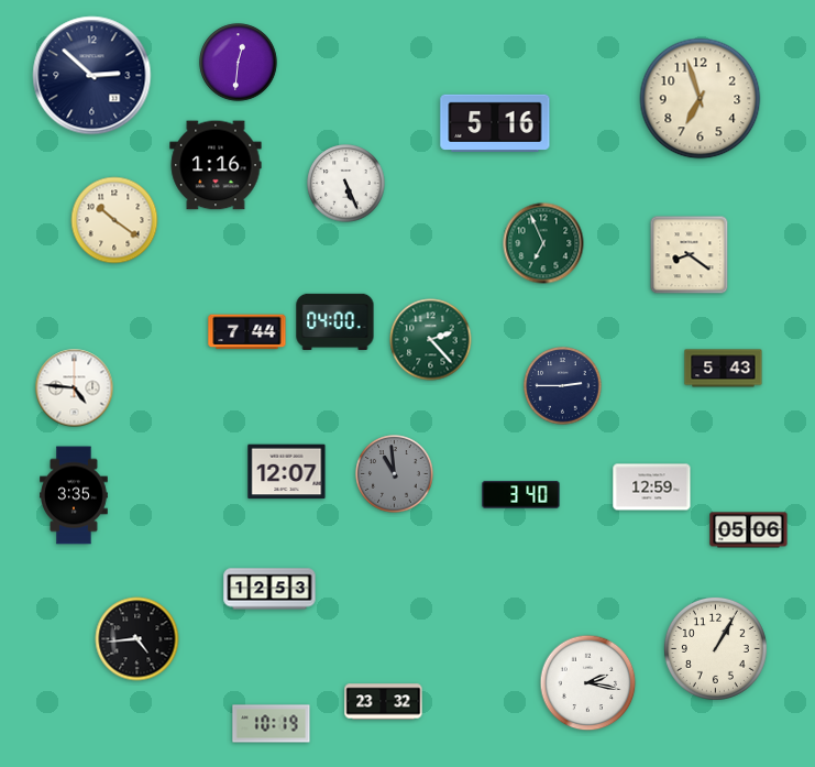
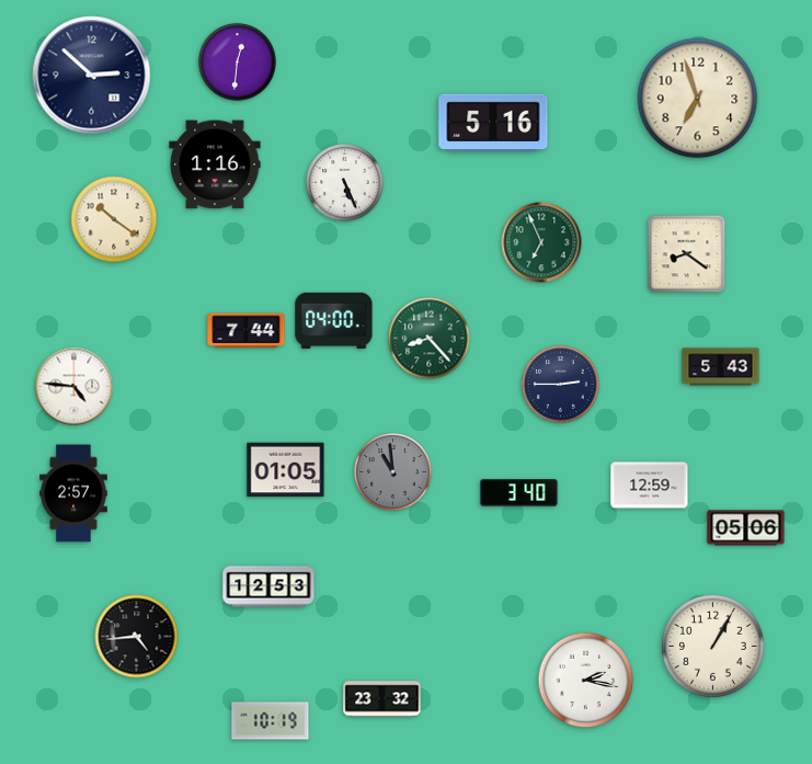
clock at (431, 340): 2:23 -> 8:23
clock at (287, 472): 12:07 -> 01:05
clock at (74, 495): 3:35 -> 2:57
